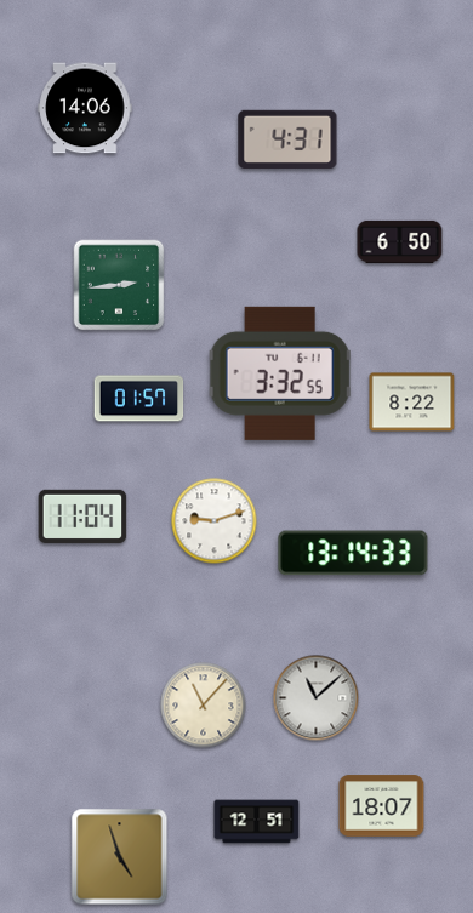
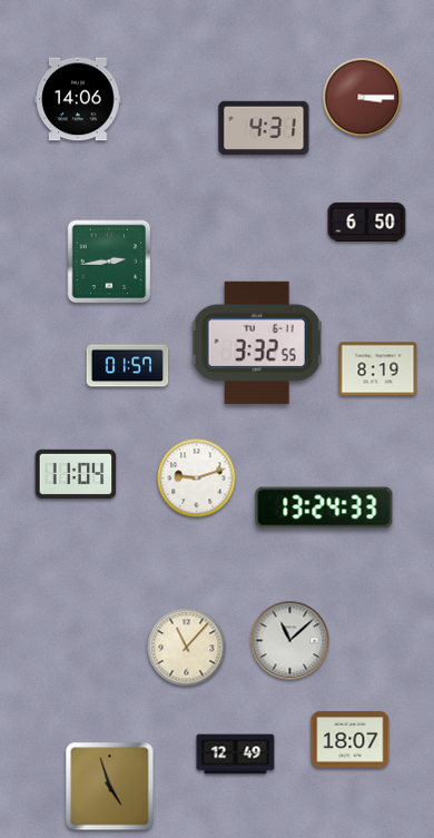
clock at (363, 98): none -> 3:15
clock at (412, 403): 8:22 -> 8:19
clock at (353, 553): 13:14 -> 13:24
clock at (257, 822): 12:51 -> 12:49
